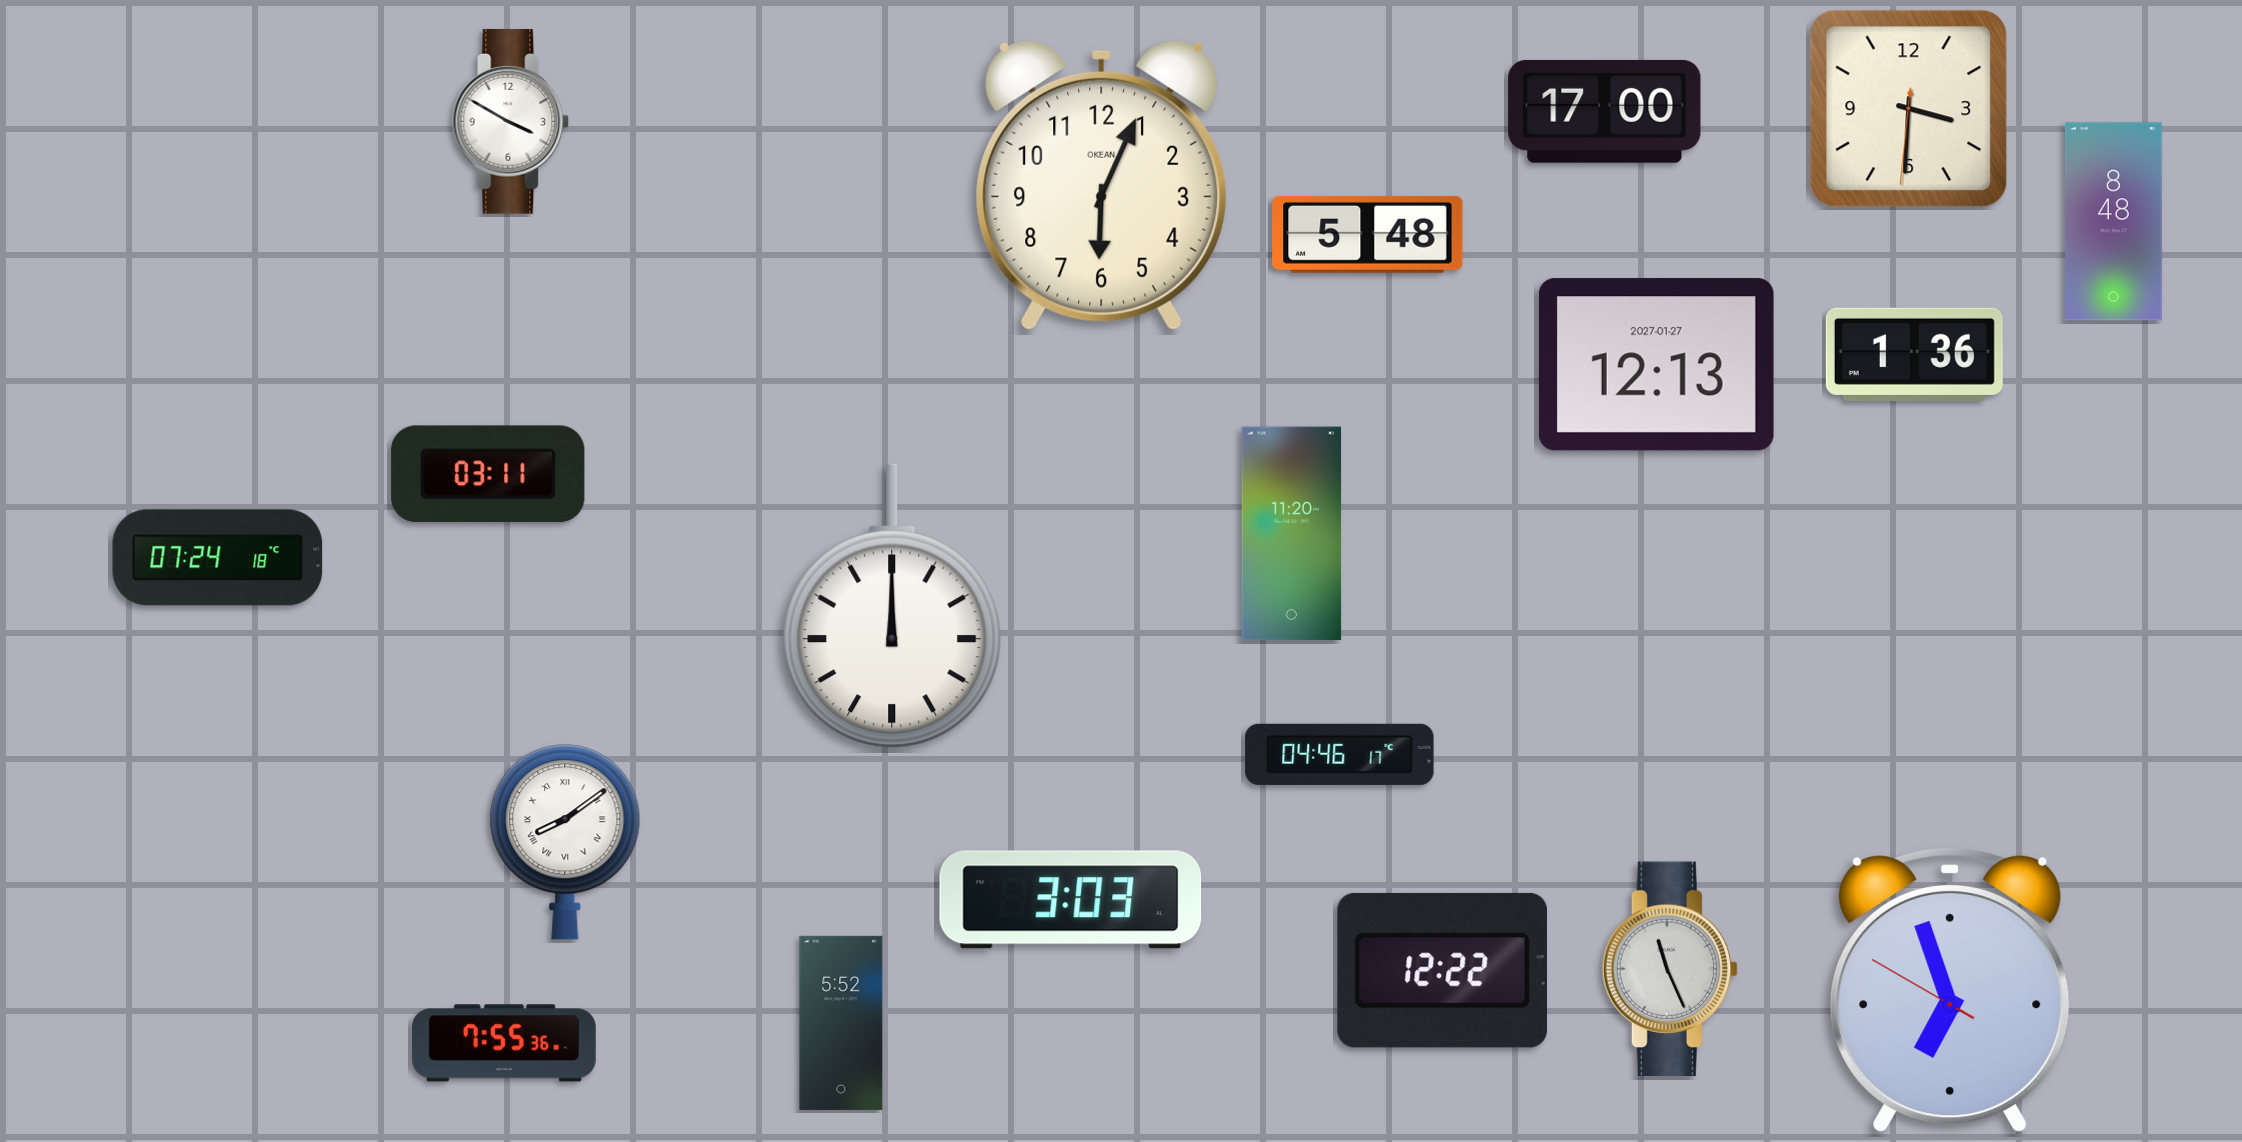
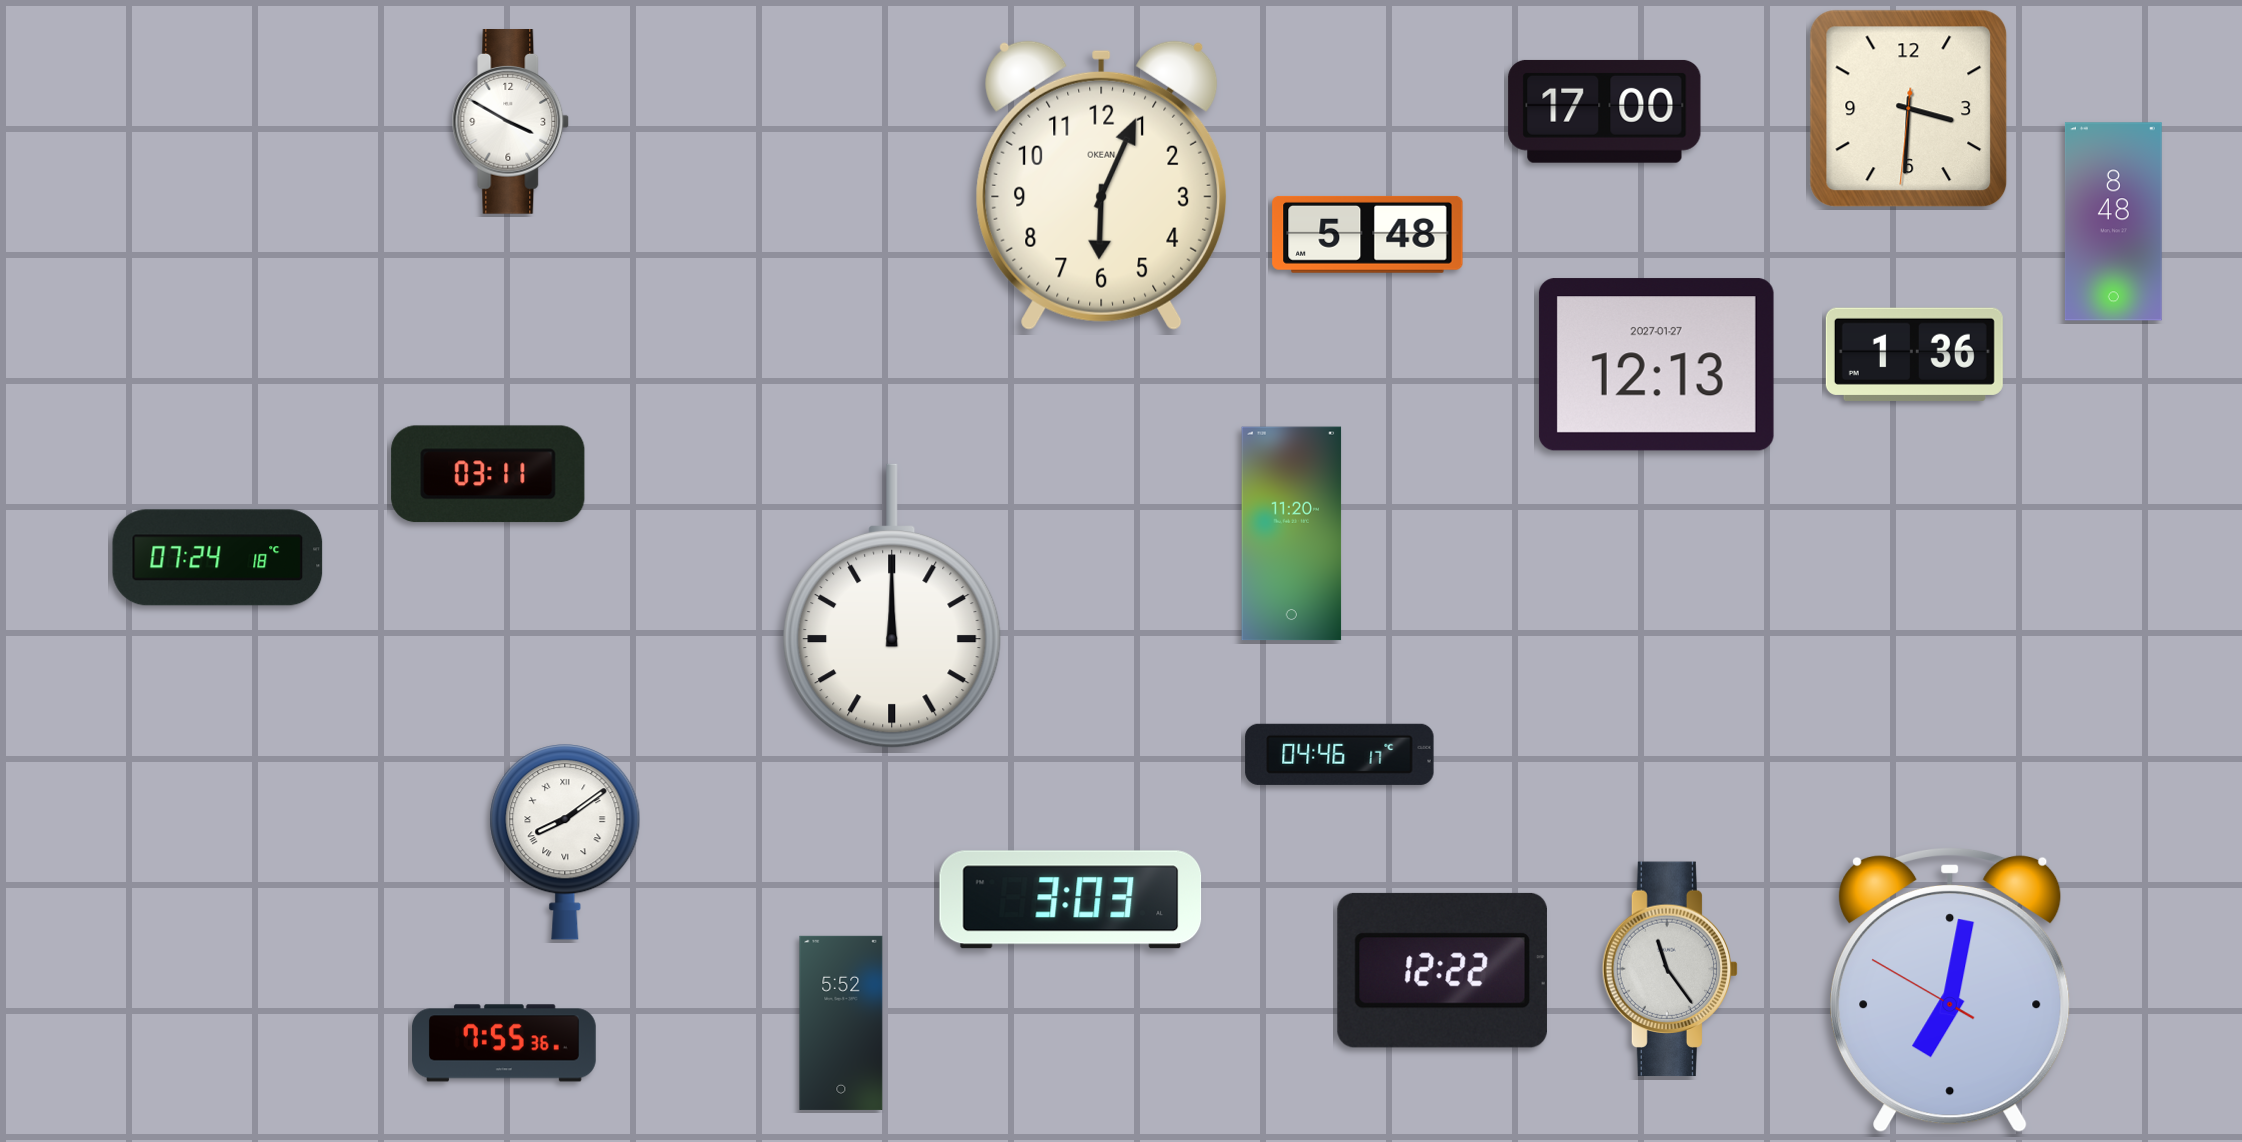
clock at (1669, 969): 11:26 -> 11:24
clock at (1950, 990): 6:56 -> 7:01
